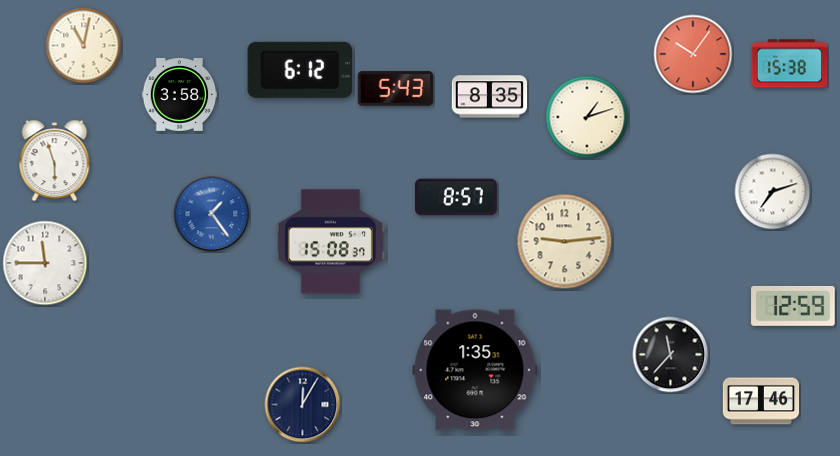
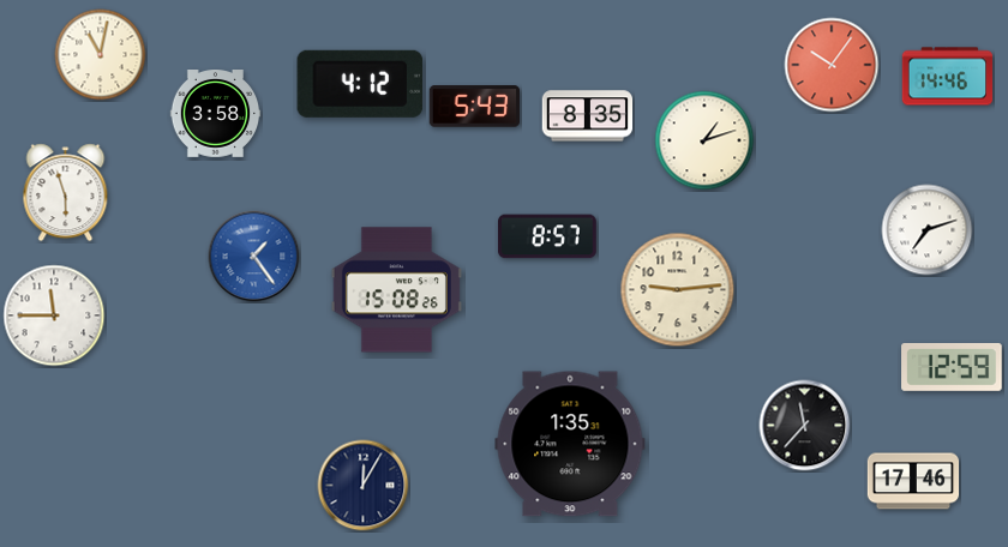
clock at (790, 64): 15:38 -> 14:46
clock at (299, 70): 6:12 -> 4:12
clock at (330, 242): 15:08:37 -> 15:08:26
